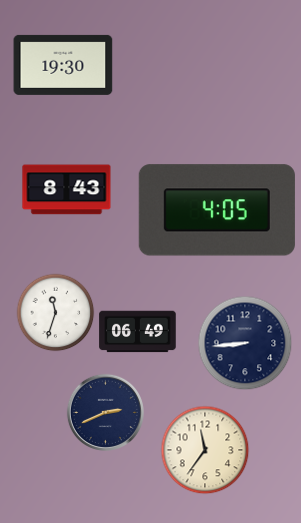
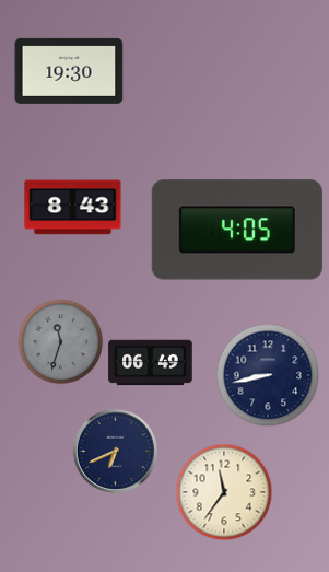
clock at (55, 312) dial: white -> grey
clock at (245, 343): 8:44 -> 8:43
clock at (105, 412): 2:41 -> 6:41
